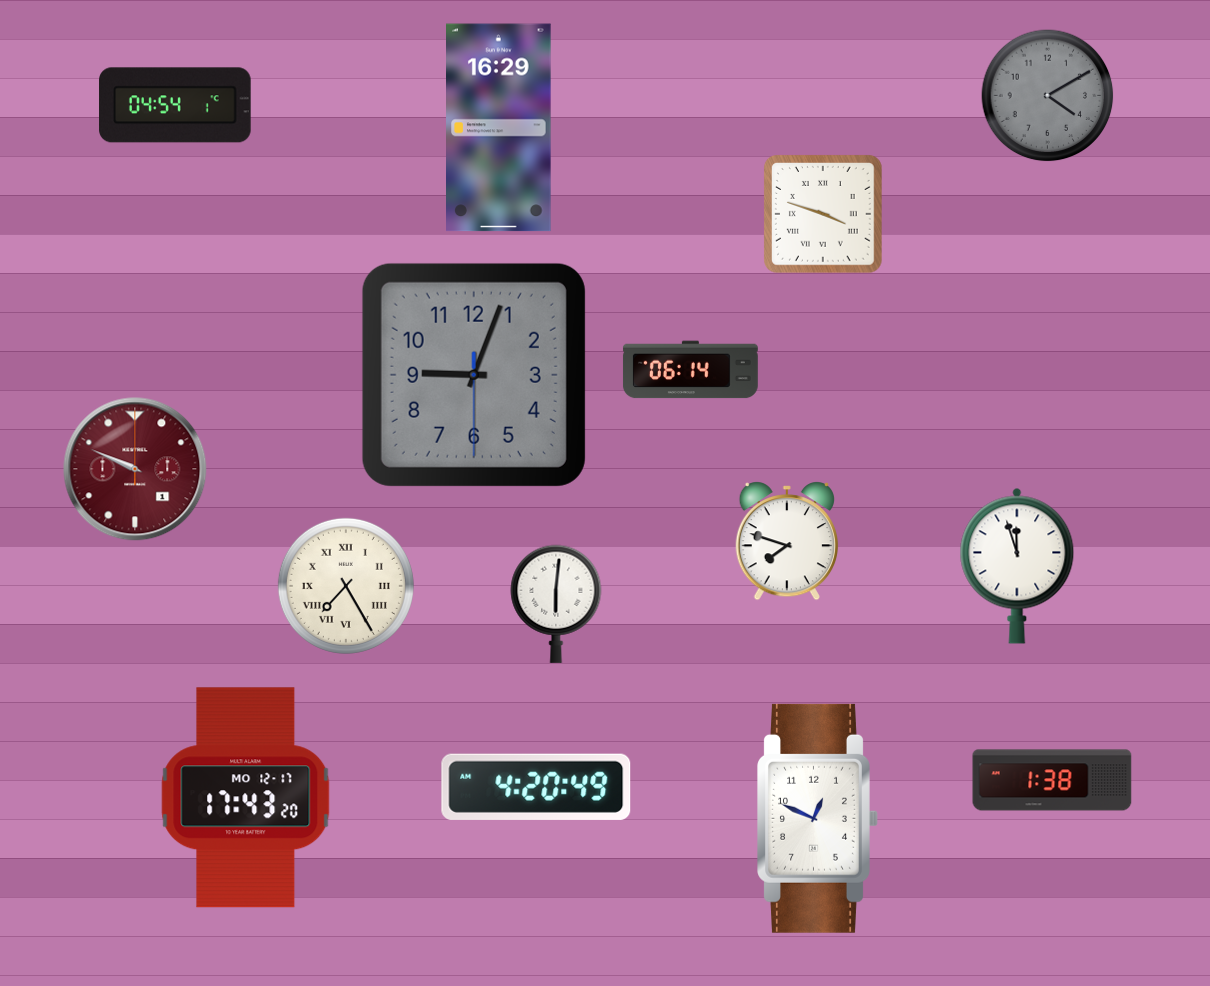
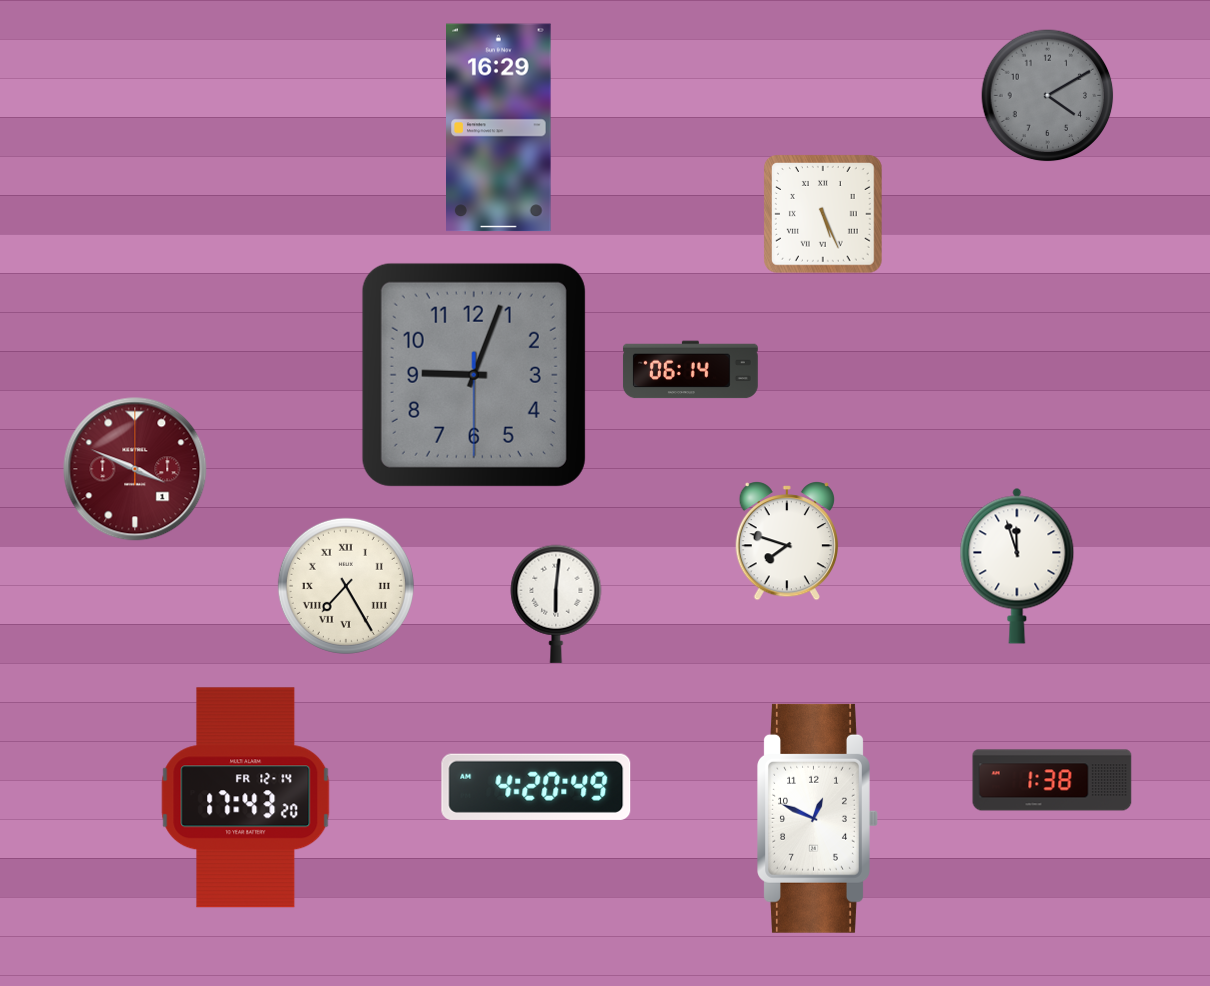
clock at (175, 105): 04:54 -> none
clock at (824, 215): 3:48 -> 5:26
clock at (135, 469): 9:49 -> 3:49
clock at (246, 798) date: MO 12-17 -> FR 12-14
